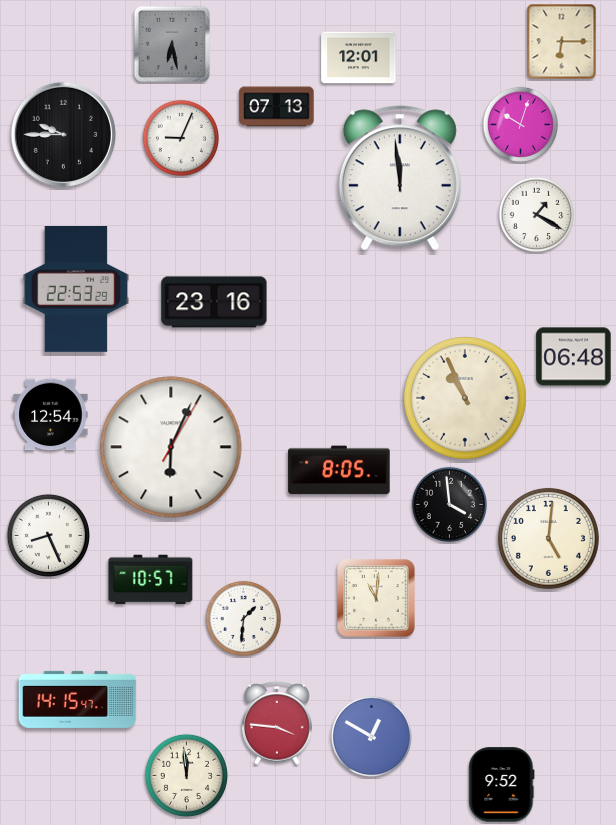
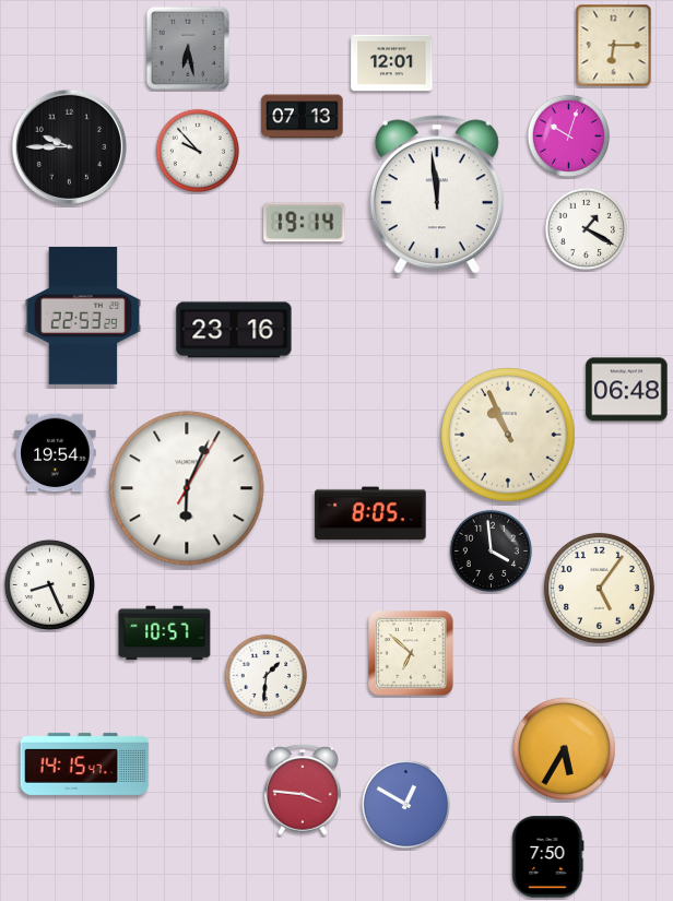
clock at (180, 137): 9:04 -> 9:53
clock at (305, 223): none -> 19:14
clock at (537, 215) position: (537, 215) -> (587, 229)
clock at (51, 415): 12:54 -> 19:54
clock at (48, 535) position: (48, 535) -> (49, 584)
clock at (548, 538): 5:01 -> 5:06
clock at (376, 598): 11:01 -> 6:52
clock at (564, 748): none -> 5:35
clock at (186, 775): 11:59 -> none
clock at (502, 785): 9:52 -> 7:50
